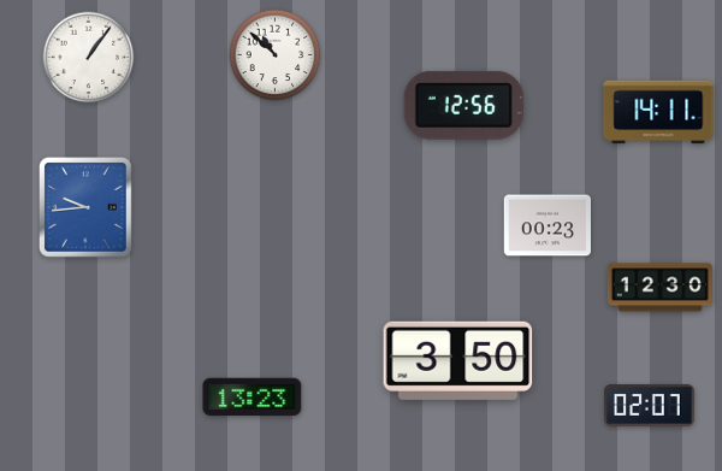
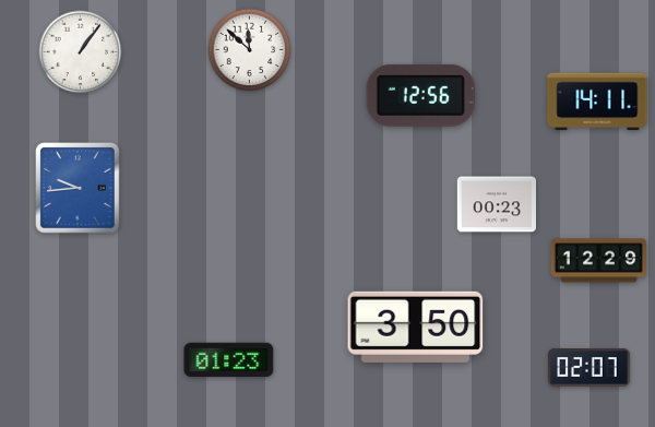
clock at (276, 55): 10:52 -> 11:52
clock at (659, 288): 12:30 -> 12:29
clock at (253, 398): 13:23 -> 01:23
